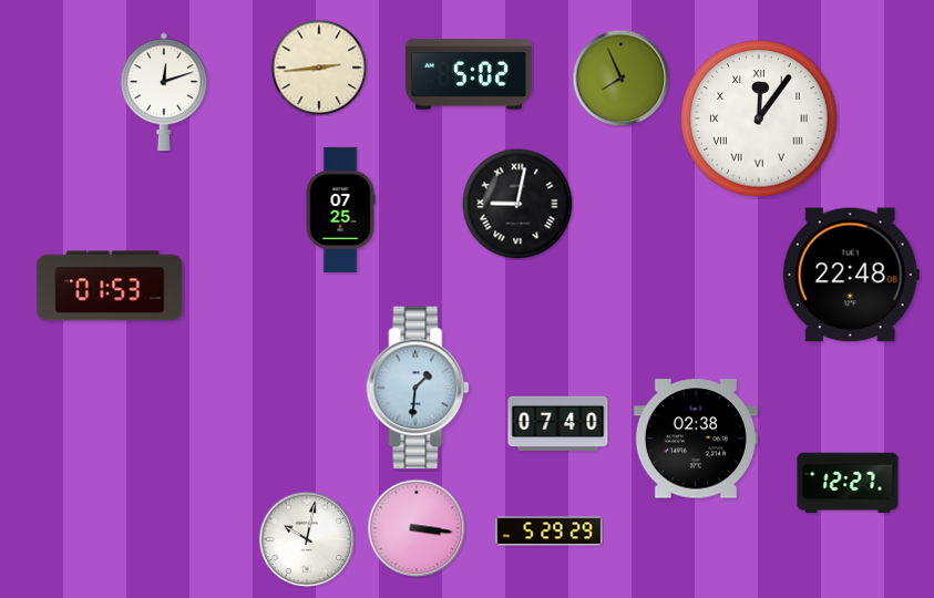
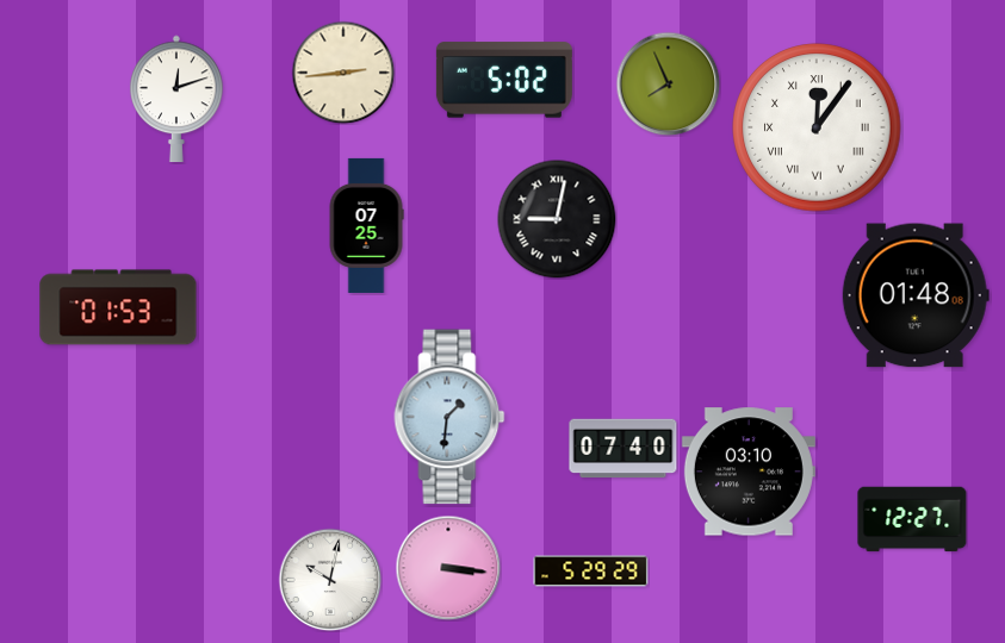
clock at (851, 275): 22:48 -> 01:48
clock at (558, 424) position: (558, 424) -> (624, 449)
clock at (696, 439): 02:38 -> 03:10
